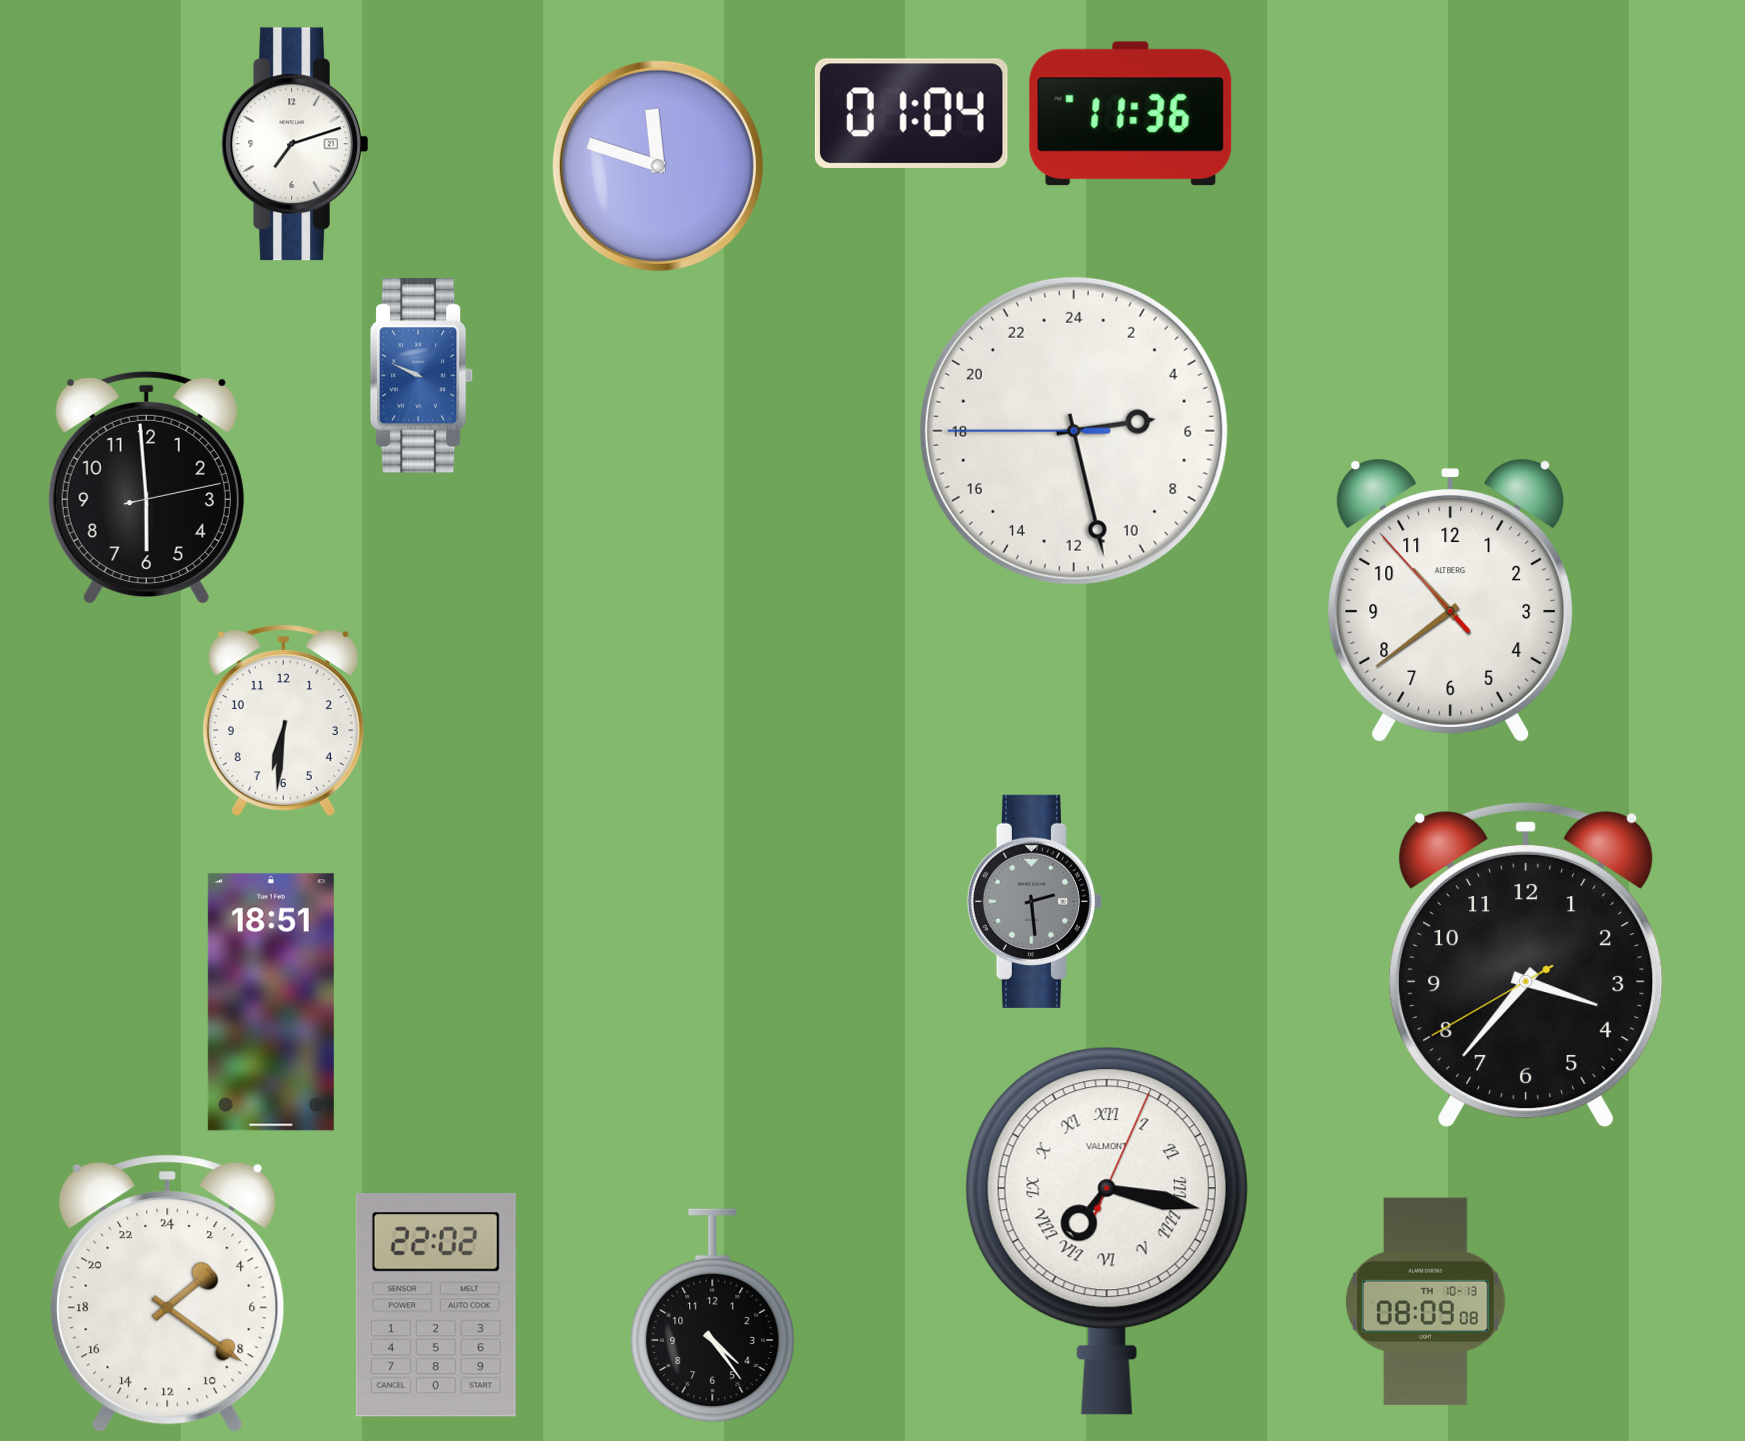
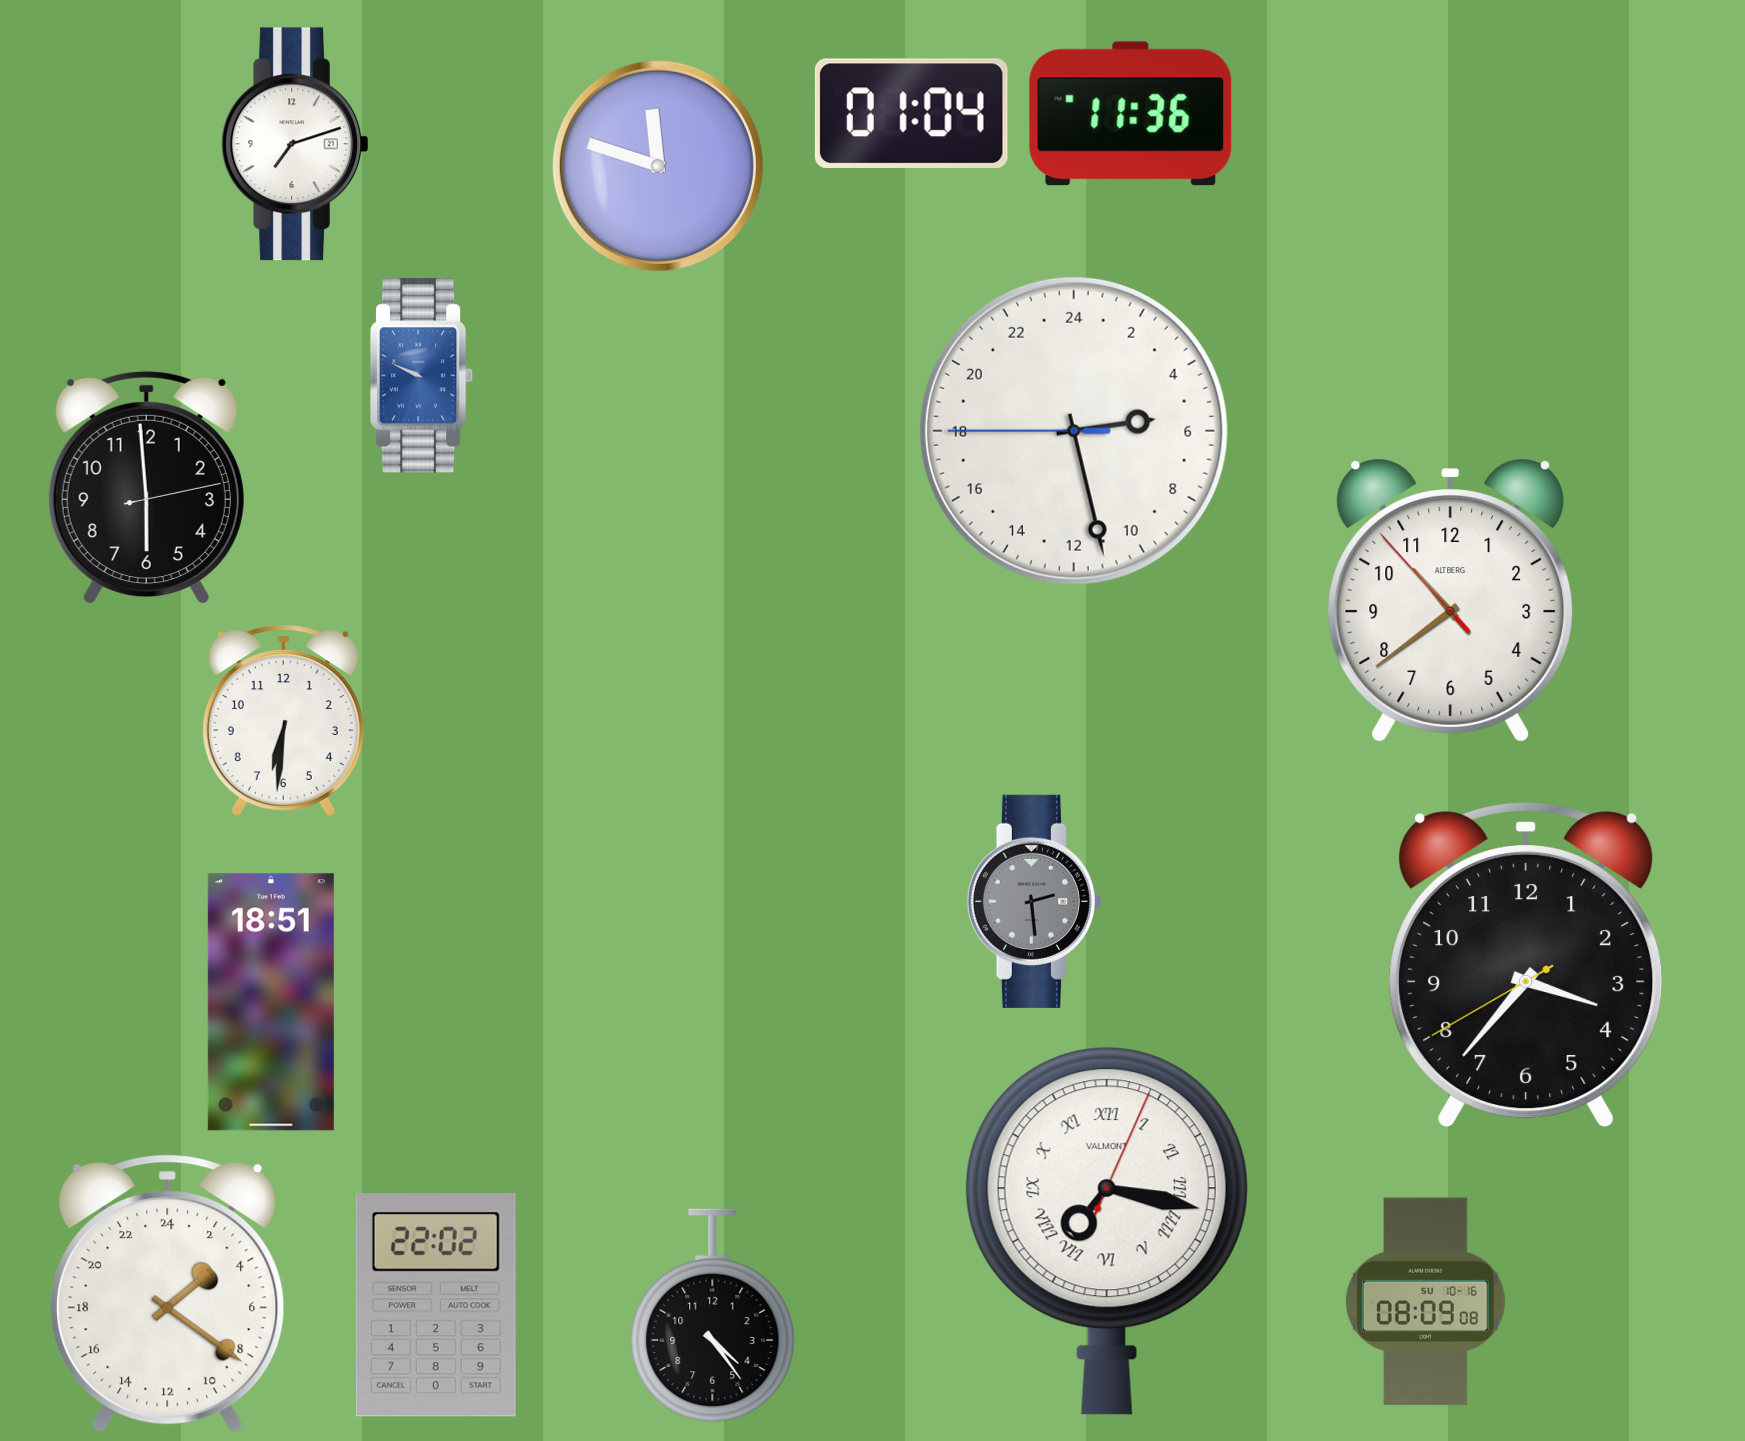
clock at (1425, 1302) date: TH 10-13 -> SU 10-16
